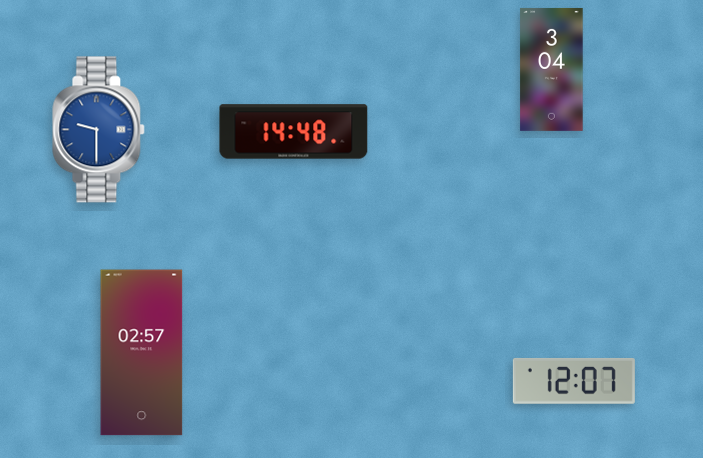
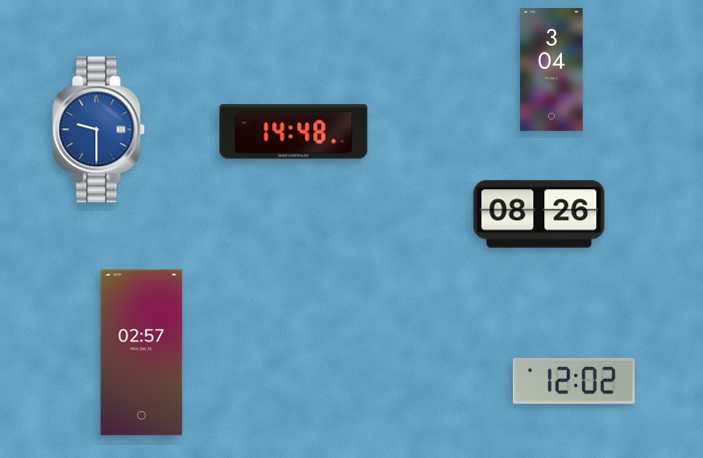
clock at (539, 214): none -> 08:26
clock at (574, 381): 12:07 -> 12:02
